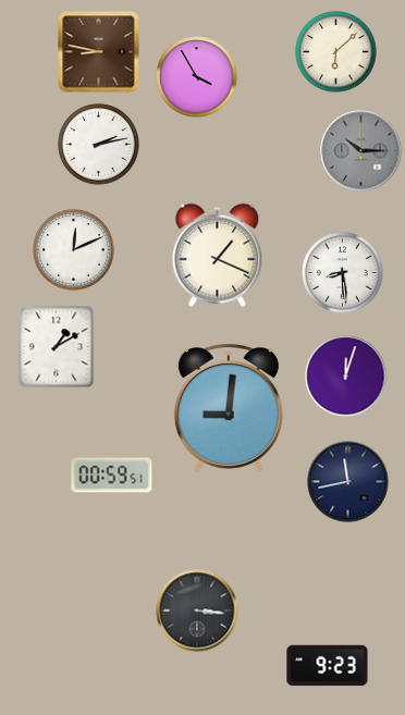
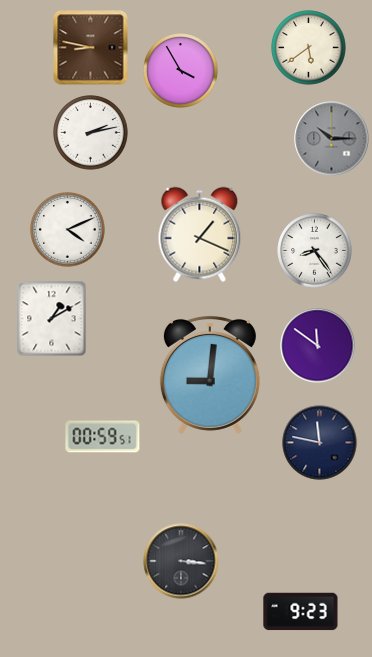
clock at (336, 52): 6:08 -> 5:39
clock at (74, 250): 12:11 -> 4:11
clock at (343, 273): 8:29 -> 8:24
clock at (346, 377): 12:03 -> 11:51
clock at (348, 482): 11:43 -> 11:47
